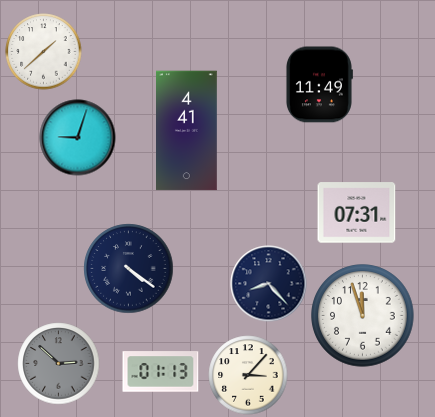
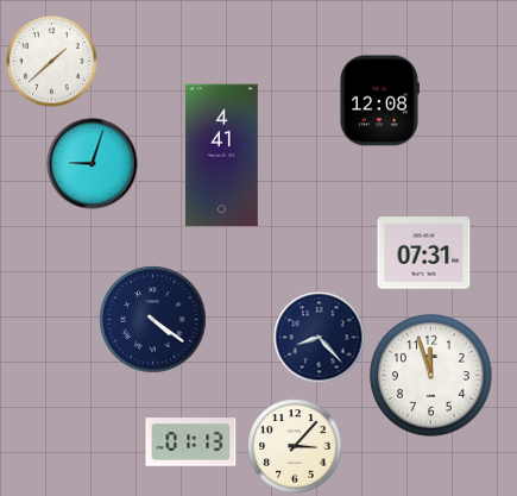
clock at (319, 85): 11:49 -> 12:08
clock at (59, 364): 2:52 -> none
